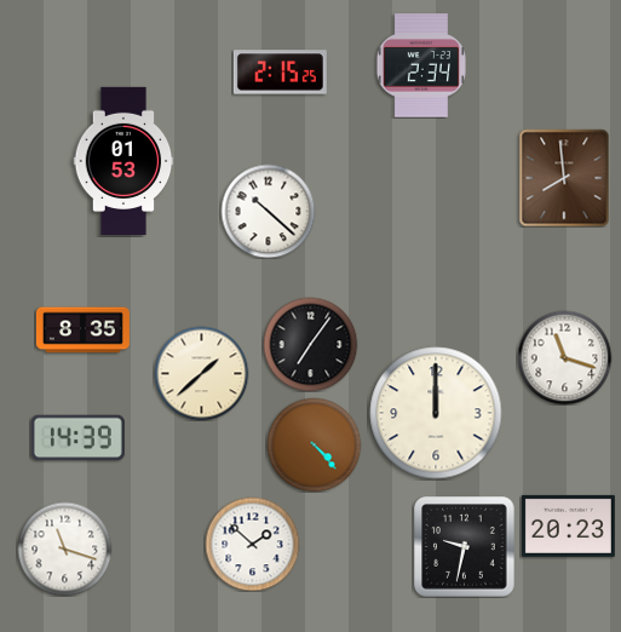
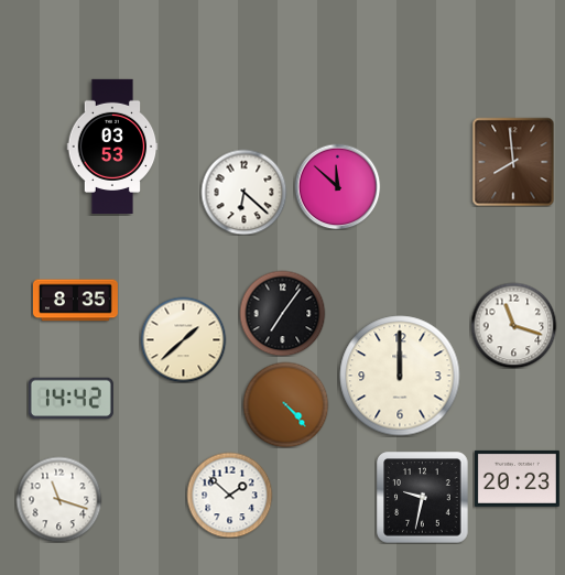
clock at (420, 65): 2:34 -> none
clock at (280, 73): 2:15 -> none
clock at (123, 160): 01:53 -> 03:53
clock at (337, 186): none -> 11:52
clock at (268, 211): 10:22 -> 6:22
clock at (436, 413) position: (436, 413) -> (400, 376)
clock at (77, 438): 14:39 -> 14:42
